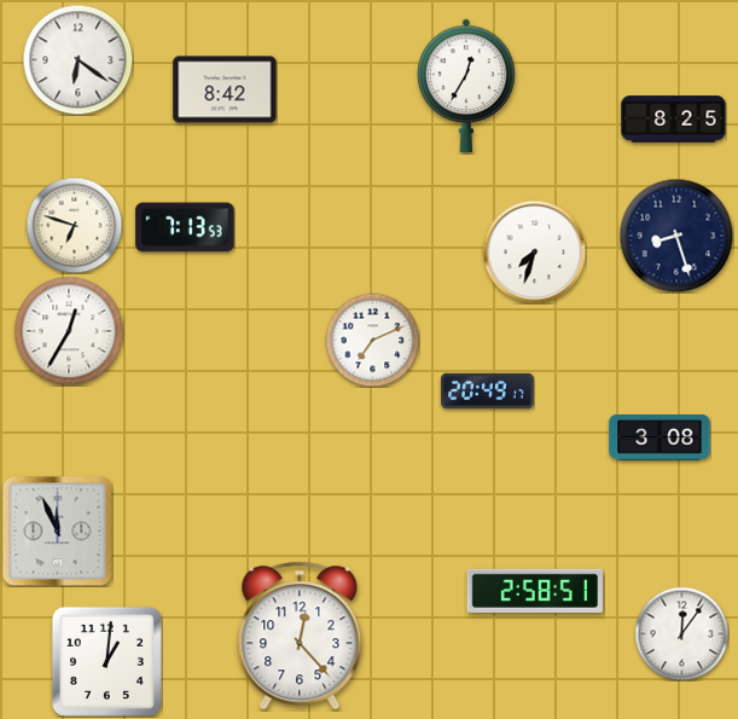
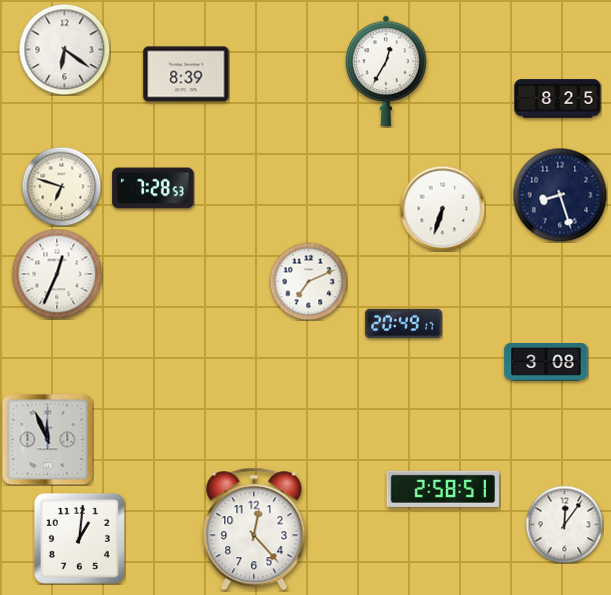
clock at (225, 89): 8:42 -> 8:39
clock at (185, 227): 7:13 -> 7:28
clock at (534, 251): 7:33 -> 6:33
clock at (69, 331): 12:35 -> 12:34
clock at (300, 636) position: (300, 636) -> (254, 529)
clock at (106, 661) position: (106, 661) -> (79, 538)
